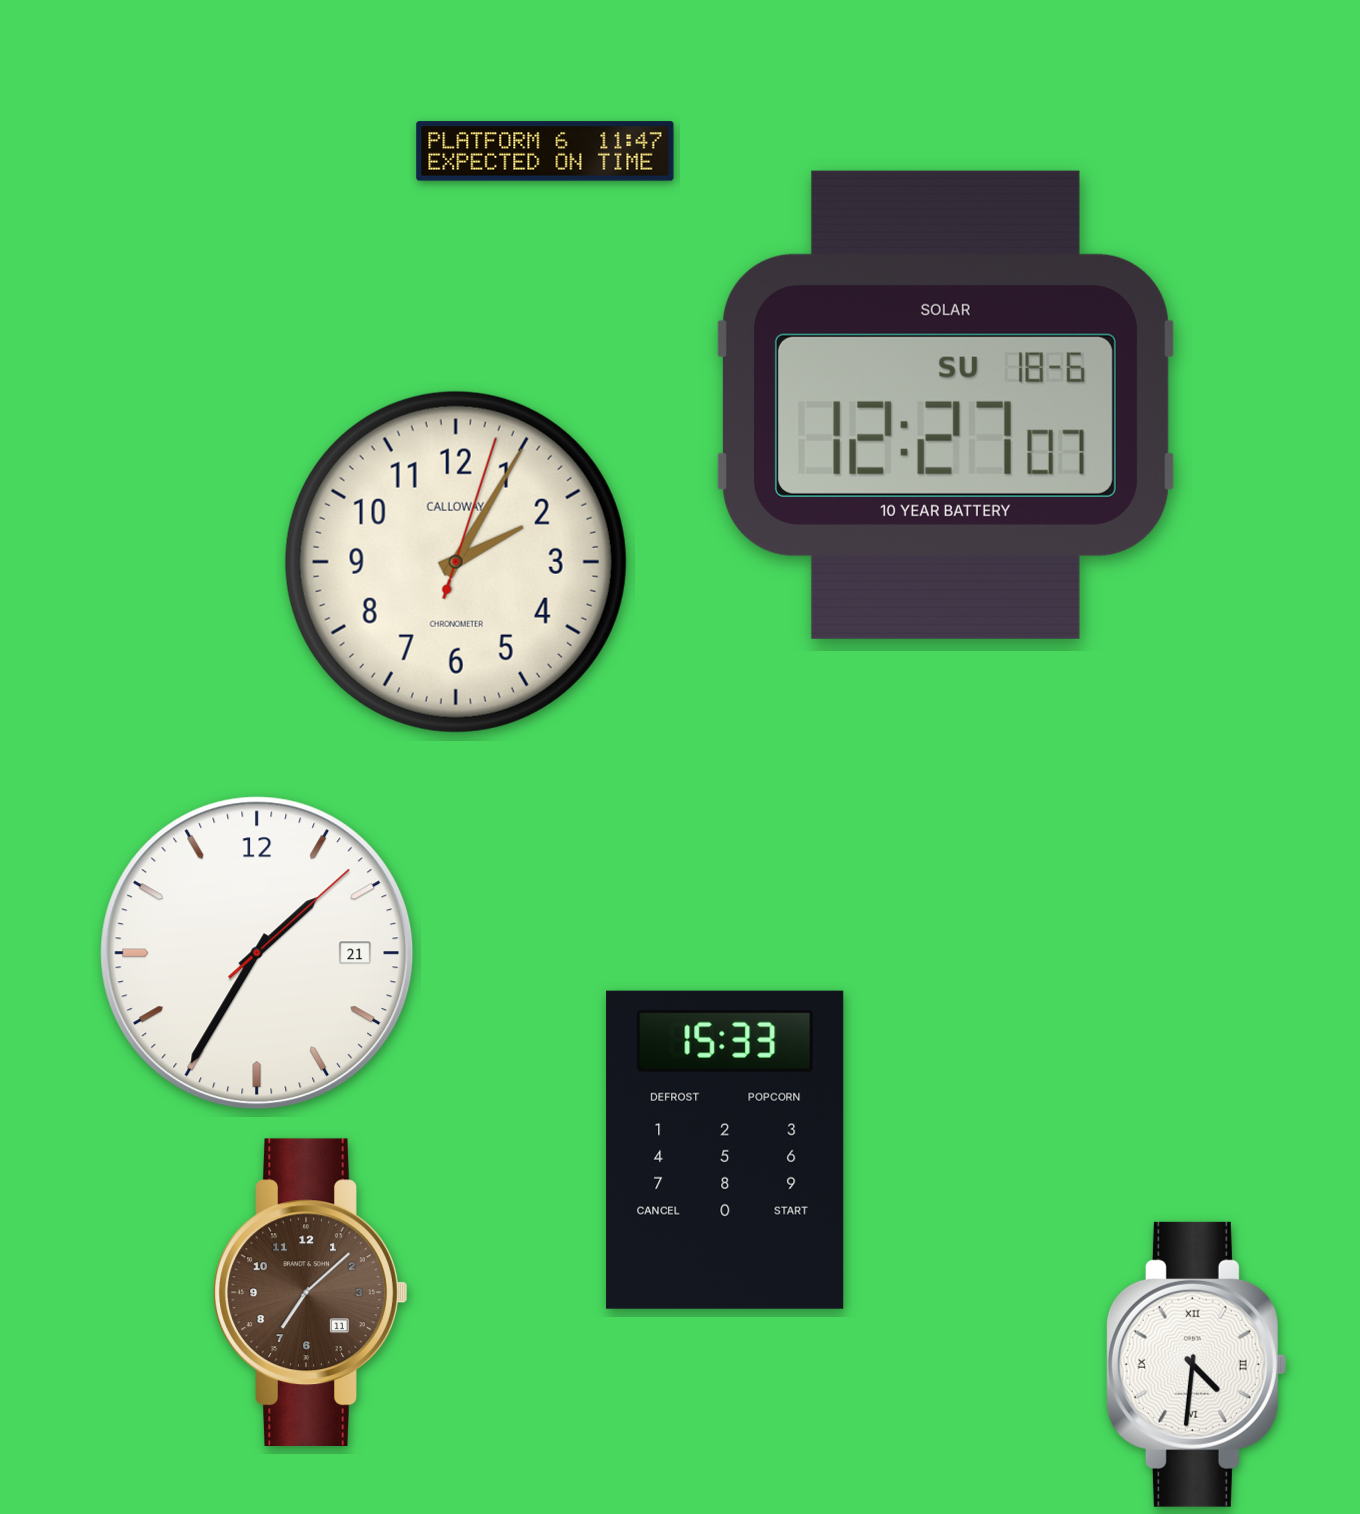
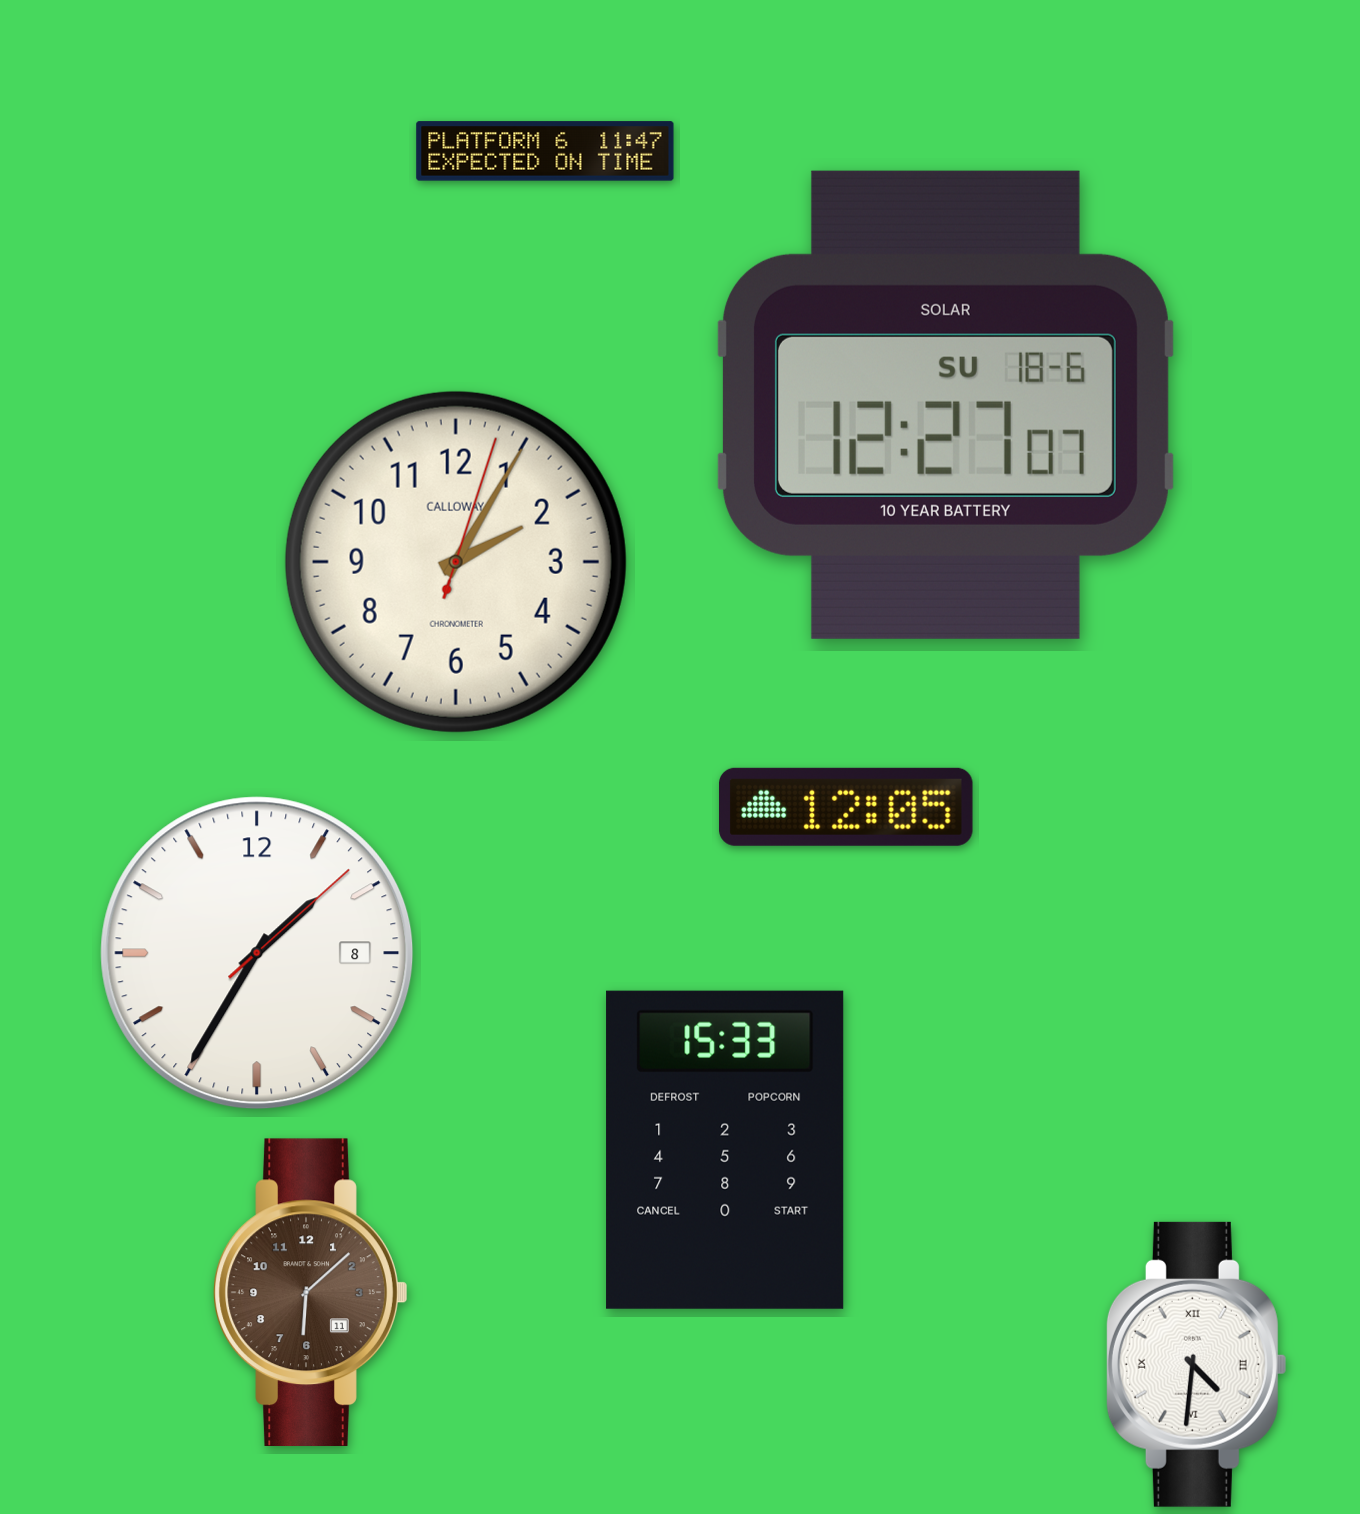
clock at (847, 807): none -> 12:05
clock at (257, 953) date: 21 -> 8
clock at (311, 1292): 7:08 -> 6:08
